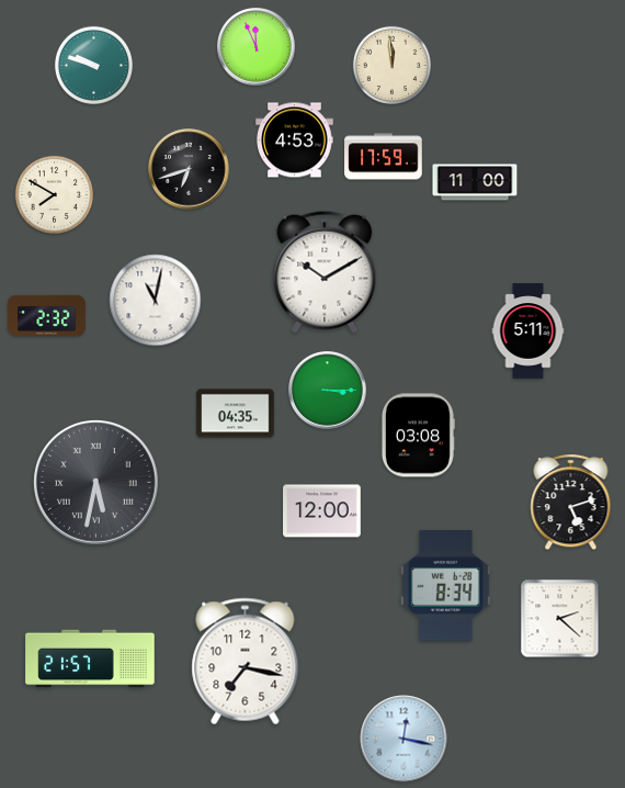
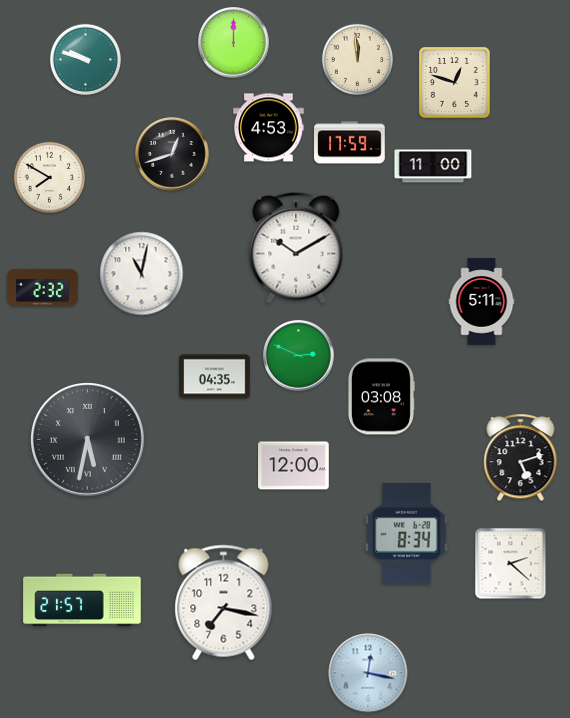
clock at (257, 47): 11:56 -> 12:00
clock at (454, 82): none -> 12:48
clock at (189, 169): 6:42 -> 12:42
clock at (328, 391): 3:15 -> 2:49
